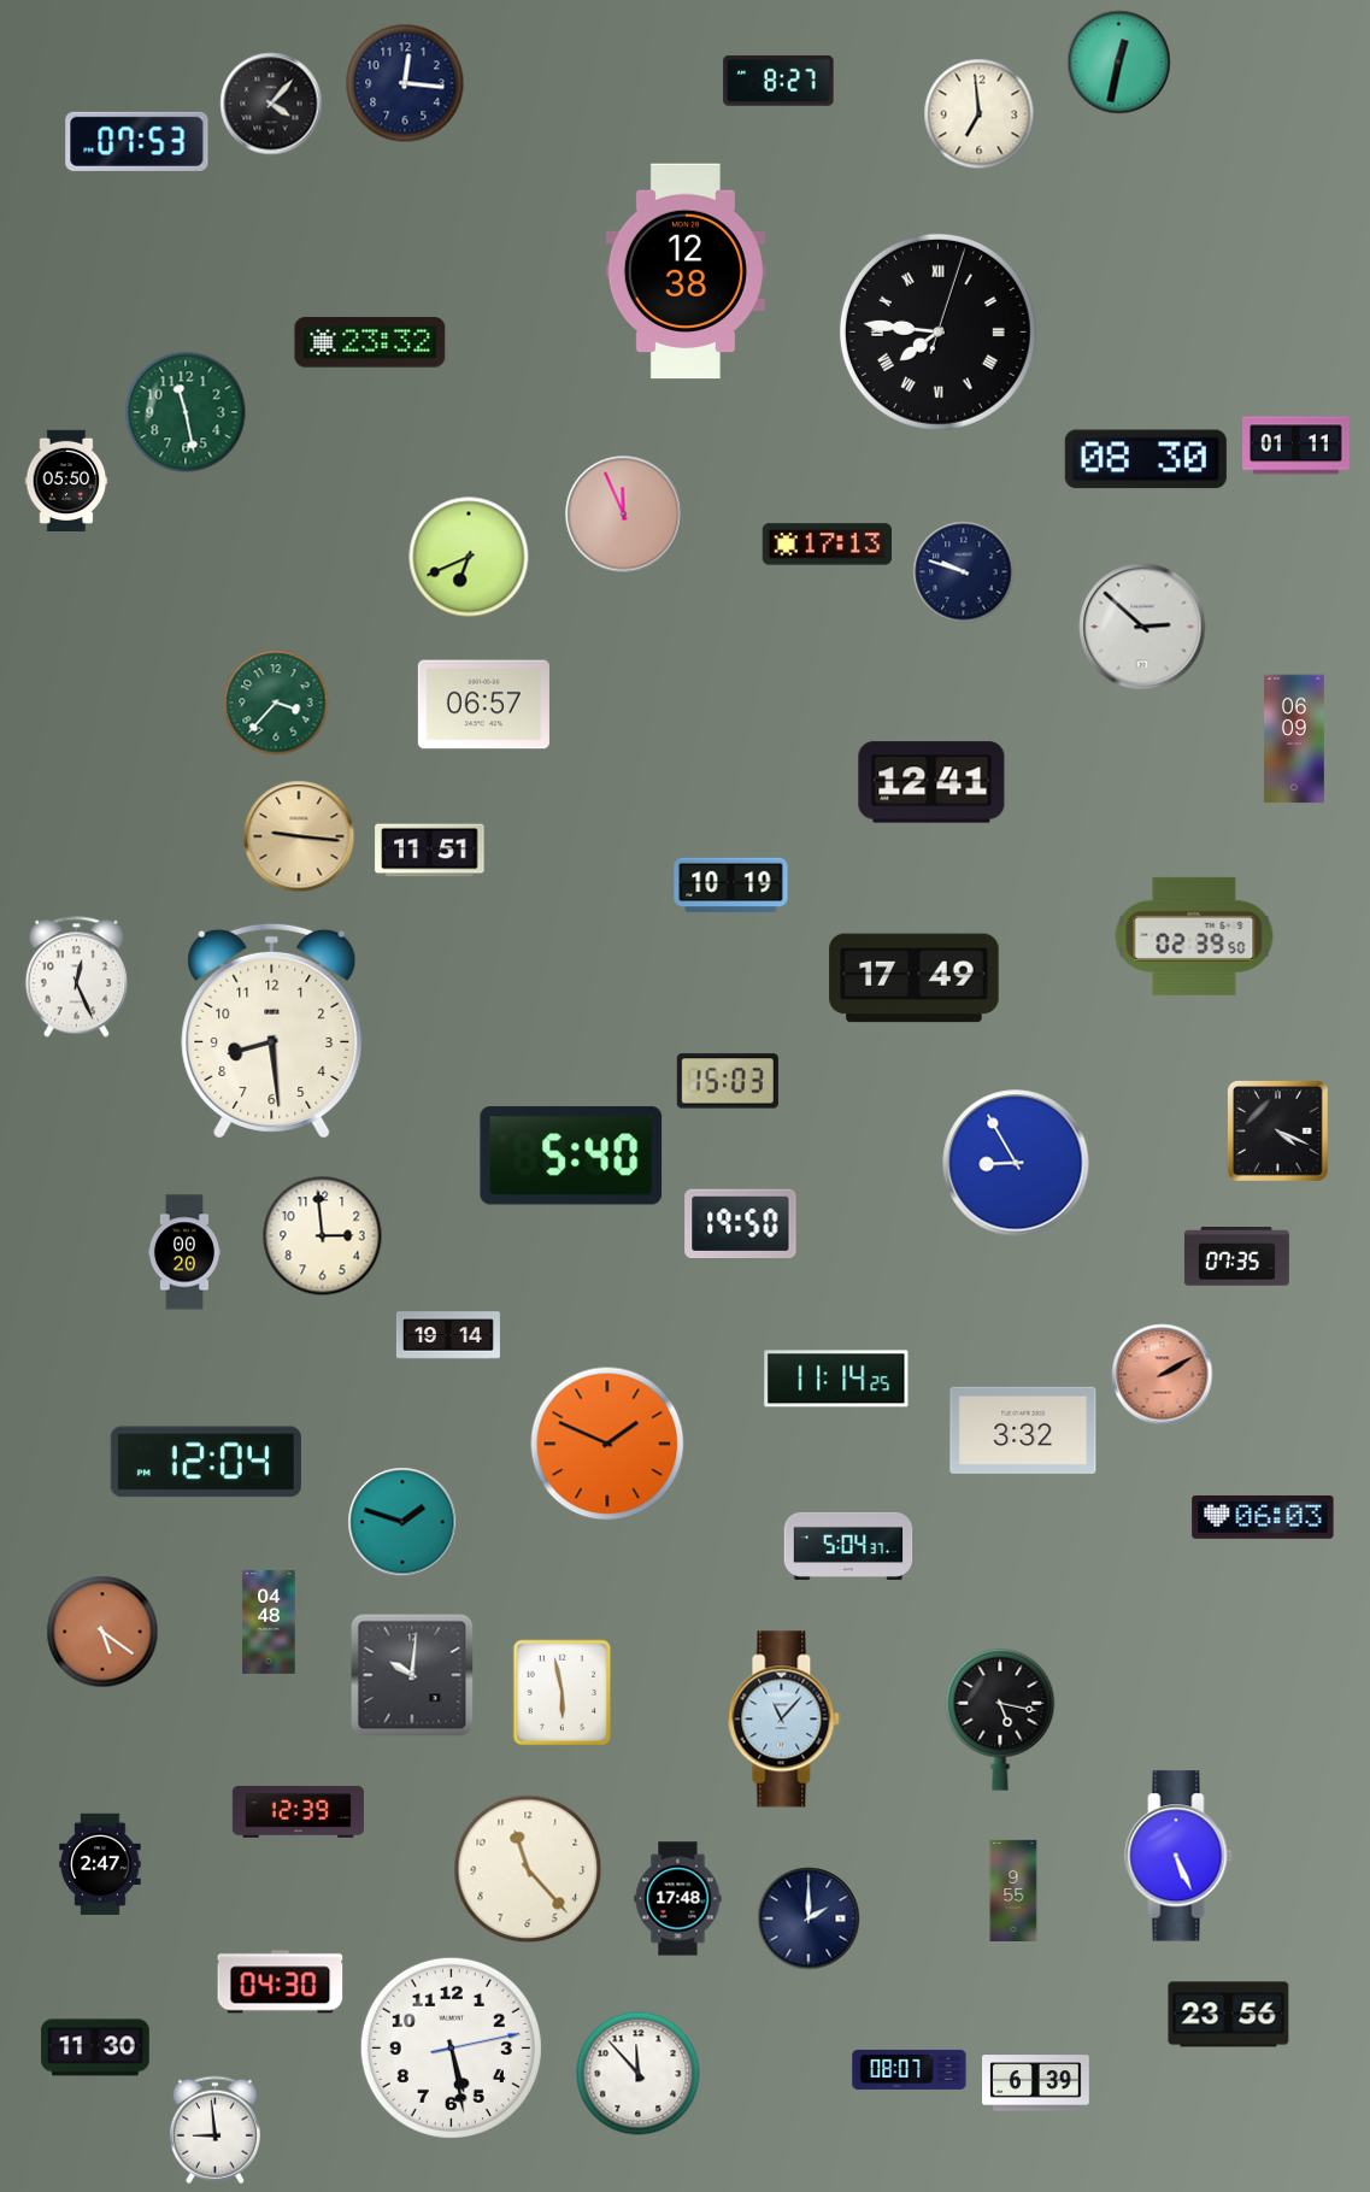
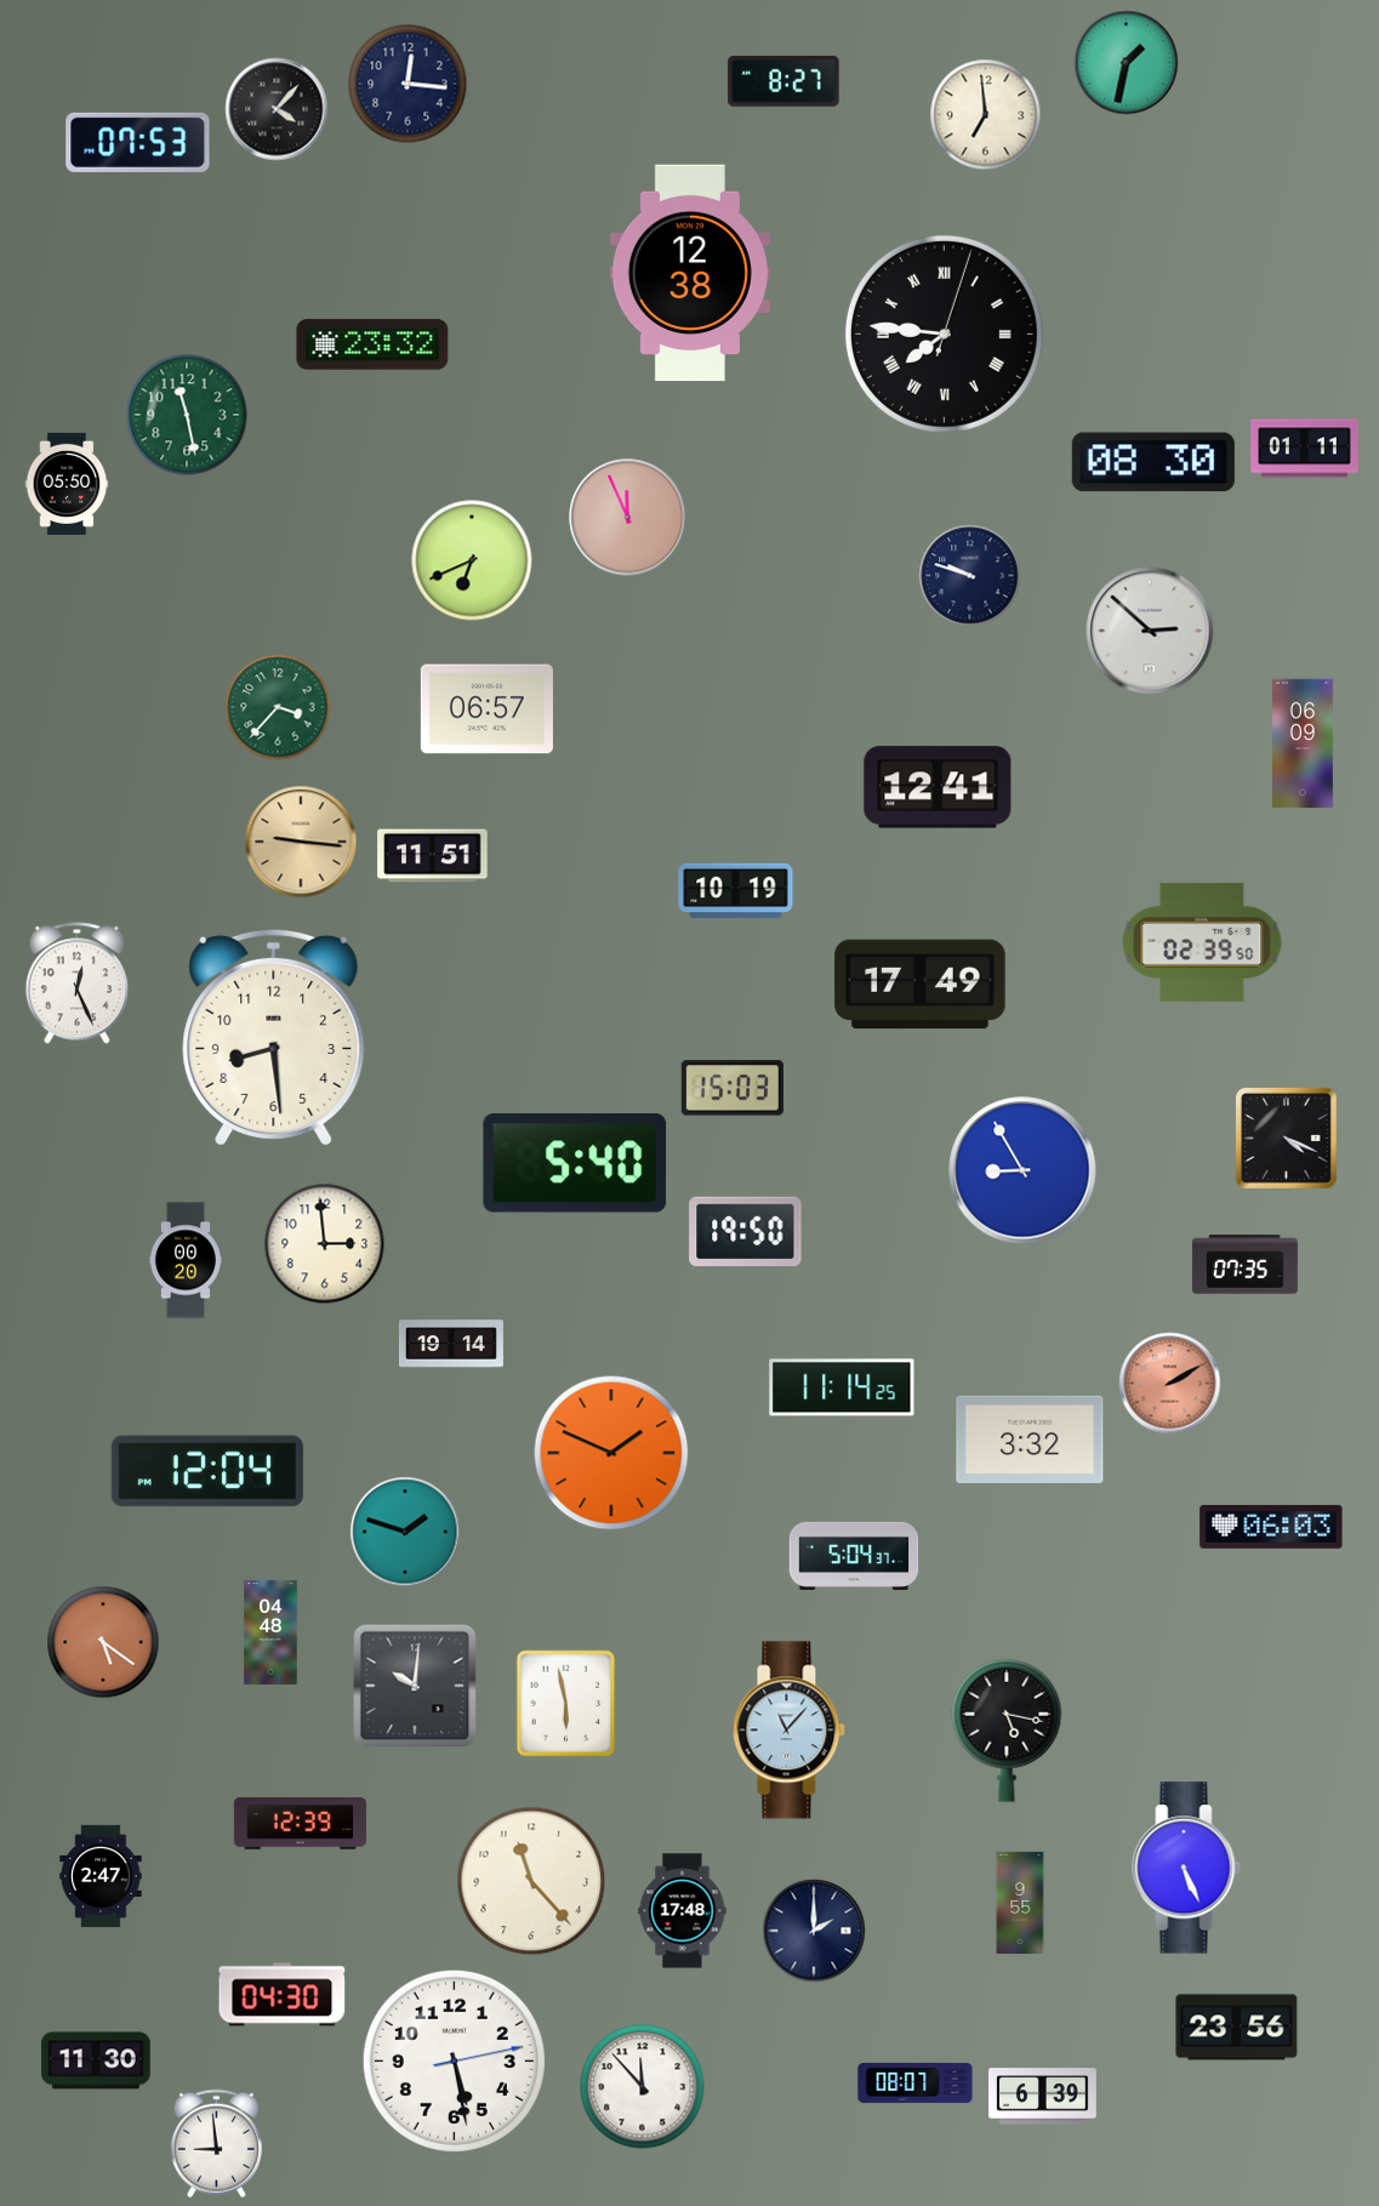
clock at (1119, 63): 12:32 -> 1:32
clock at (271, 104) position: (271, 104) -> (277, 109)
clock at (827, 545): 17:13 -> none
